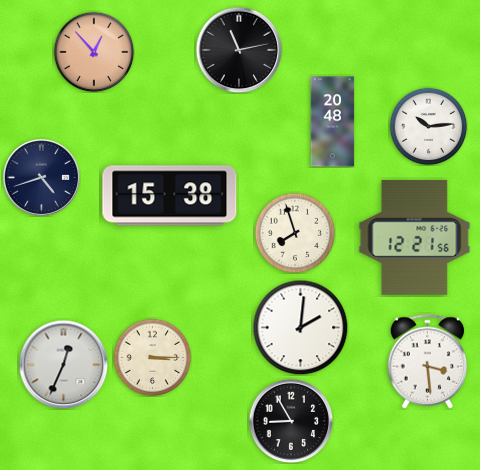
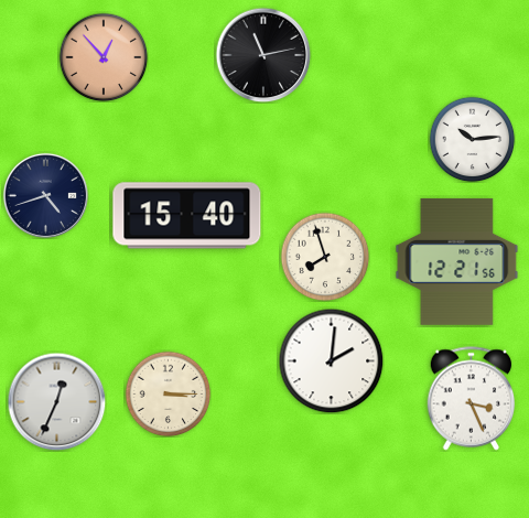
clock at (333, 122): 20:48 -> none
clock at (170, 196): 15:38 -> 15:40
clock at (428, 362): 3:29 -> 3:26
clock at (63, 364) position: (63, 364) -> (56, 401)
clock at (291, 421): 8:55 -> none
